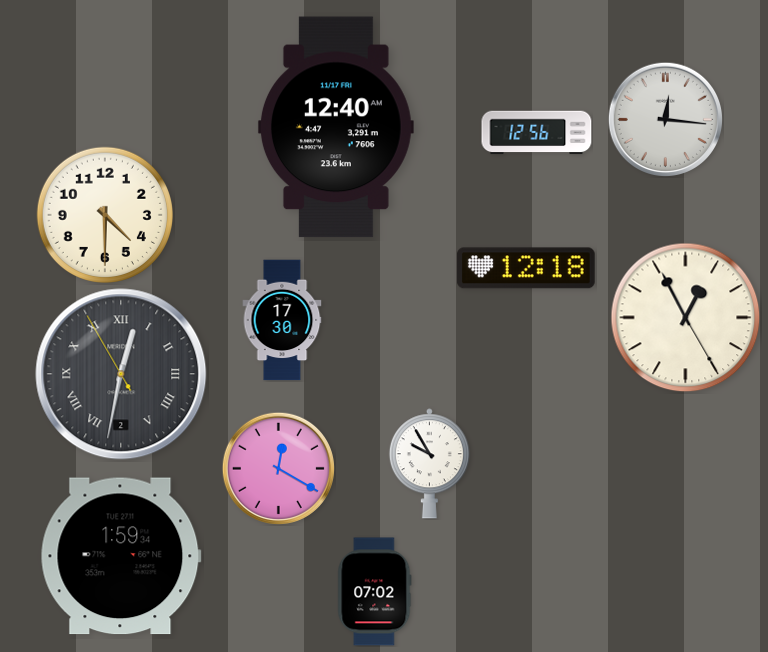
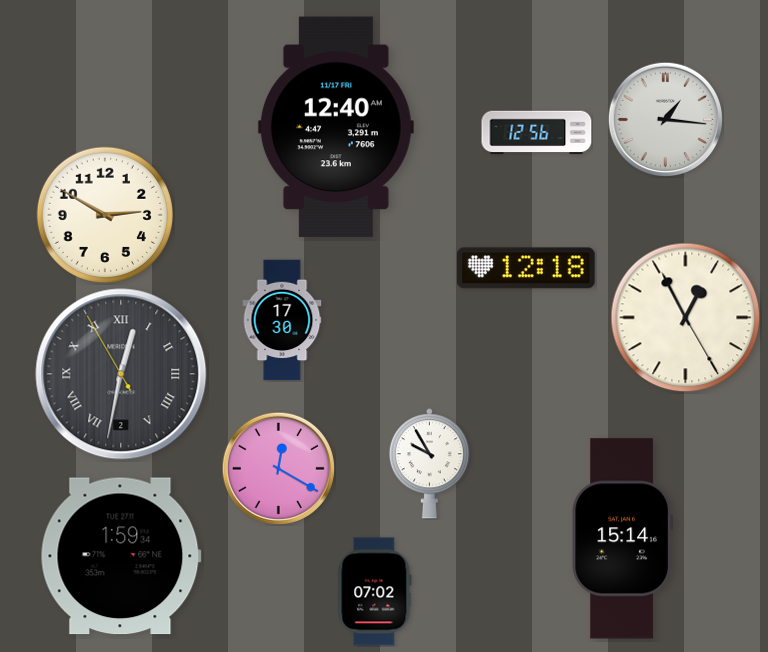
clock at (665, 119): 12:16 -> 1:16
clock at (105, 215): 4:30 -> 2:50
clock at (622, 539): none -> 15:14
